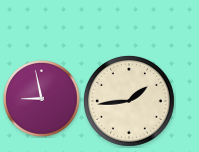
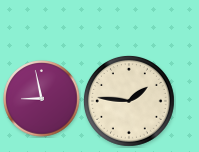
clock at (129, 101): 1:44 -> 1:46
